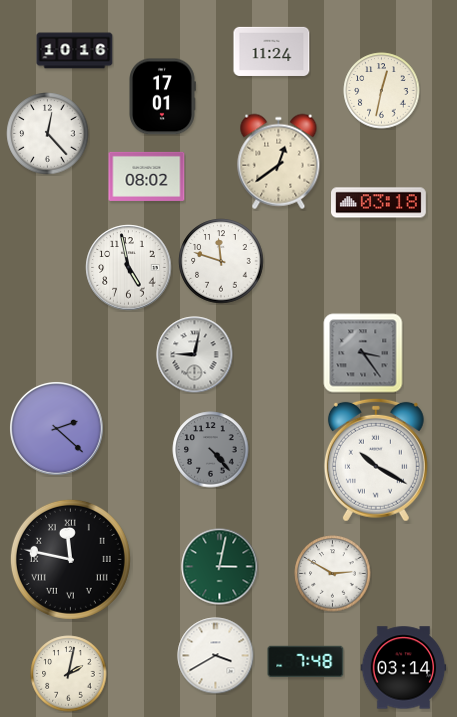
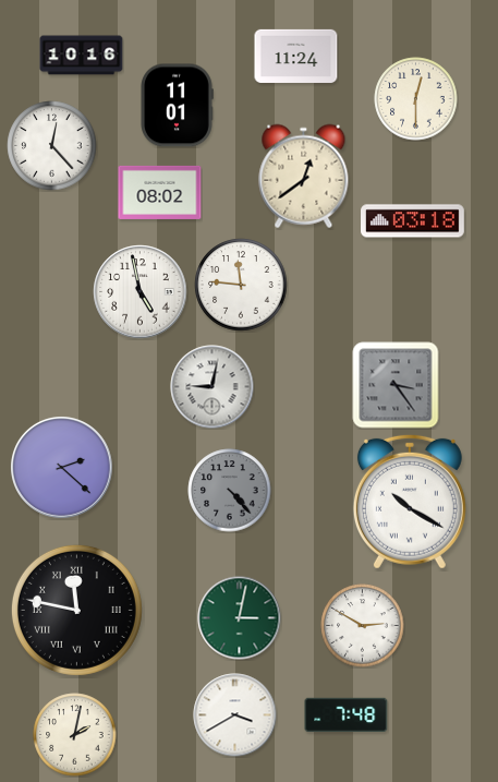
clock at (382, 91): 12:32 -> 12:30
clock at (162, 97): 17:01 -> 11:01
clock at (221, 261): 11:48 -> 11:46
clock at (306, 661) position: (306, 661) -> (347, 714)
clock at (404, 668): 03:14 -> none
